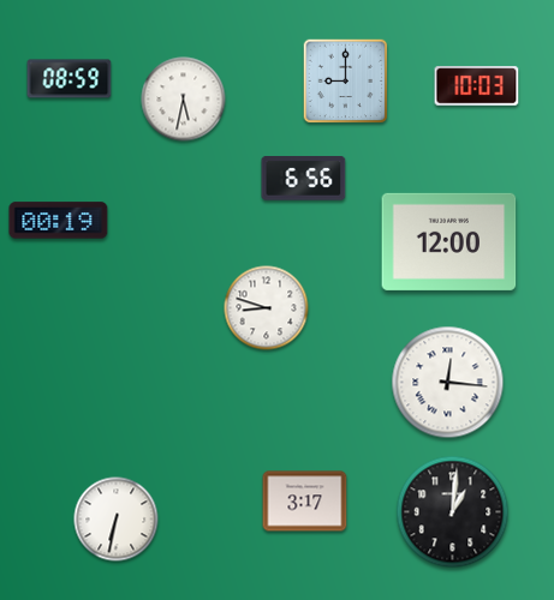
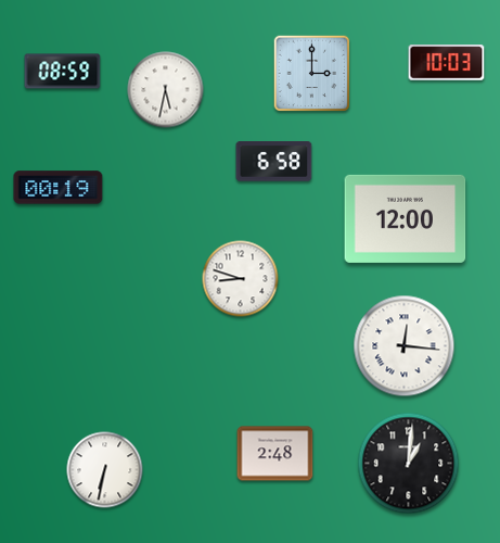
clock at (346, 82): 9:00 -> 3:00
clock at (477, 86) position: (477, 86) -> (447, 63)
clock at (304, 179): 6:56 -> 6:58
clock at (59, 221) position: (59, 221) -> (59, 188)
clock at (305, 502): 3:17 -> 2:48
